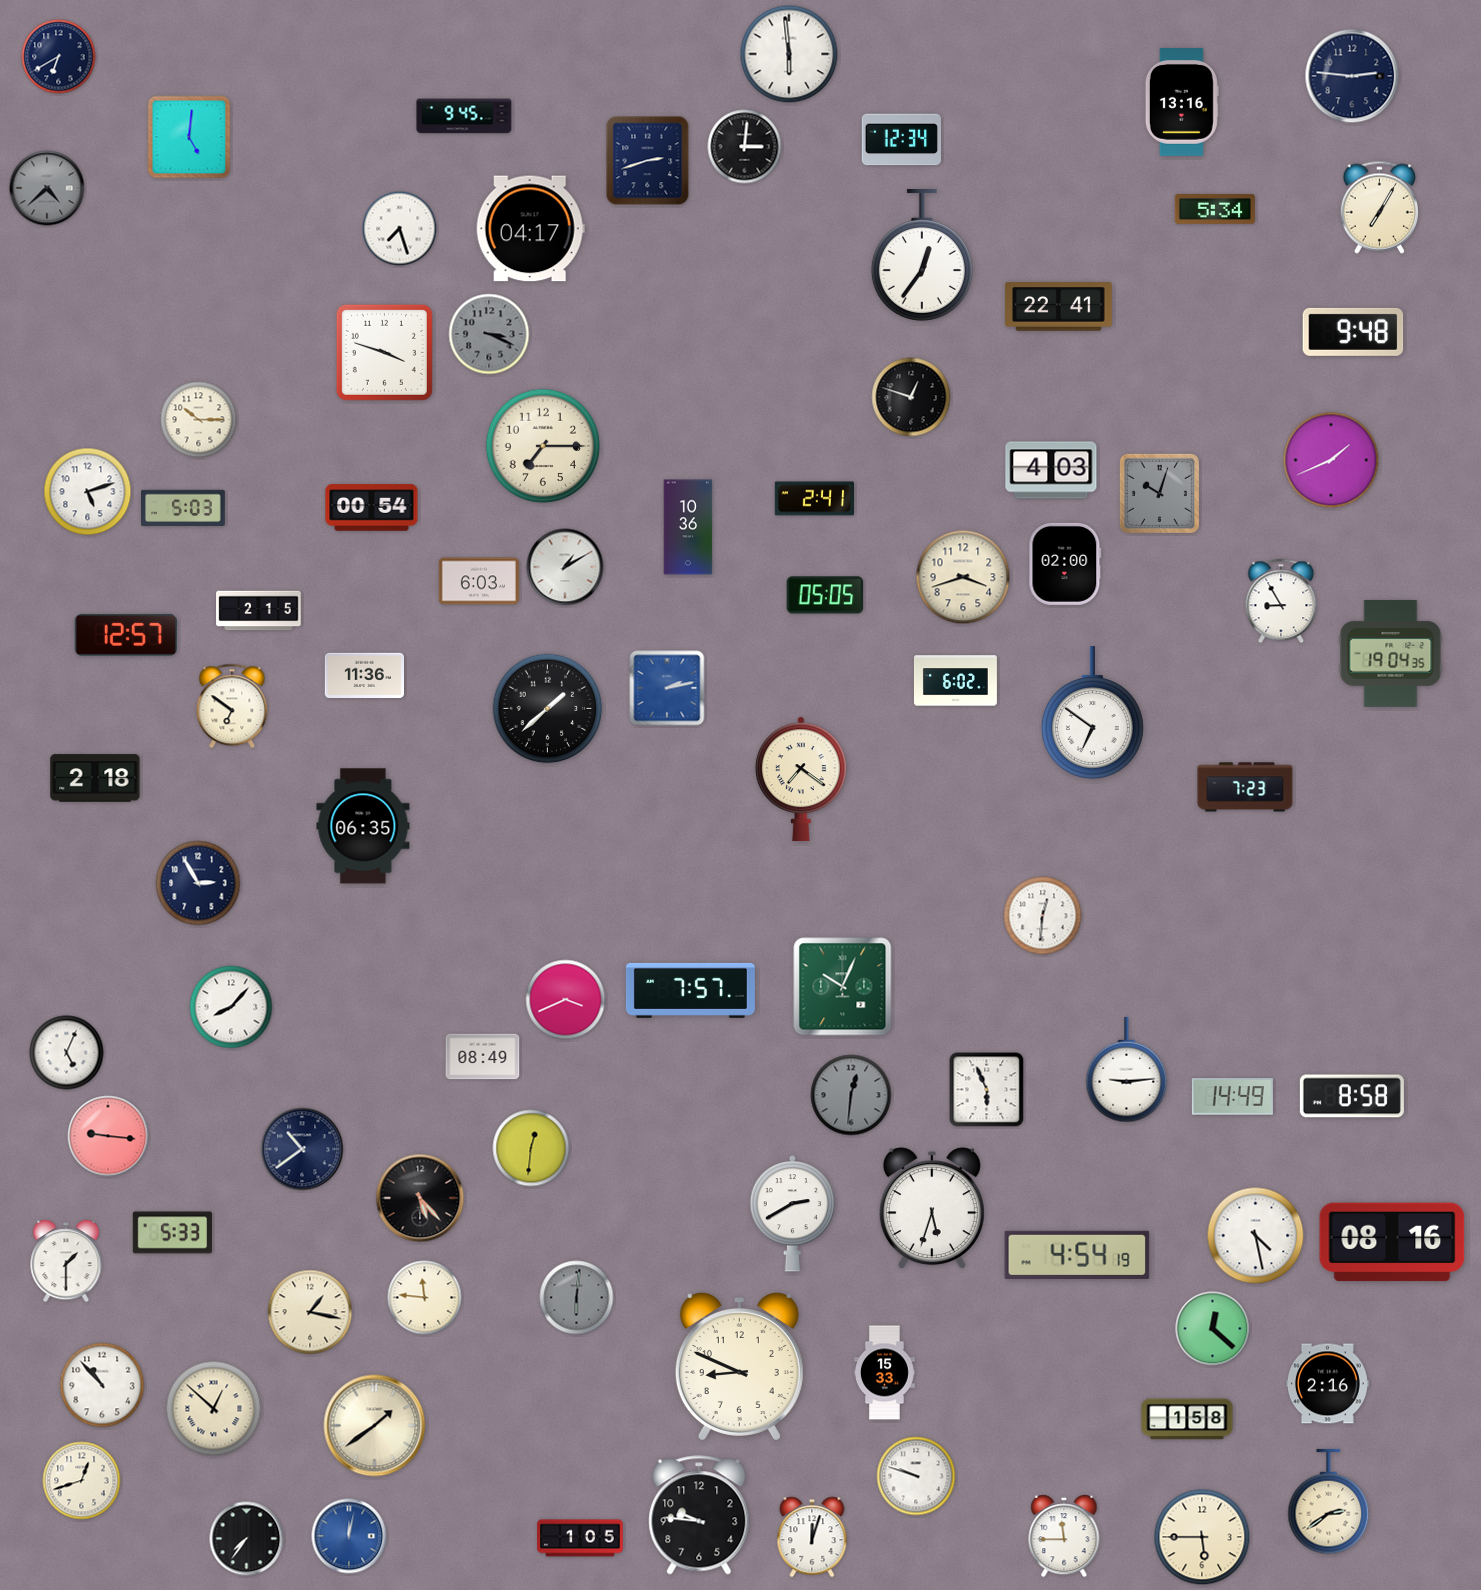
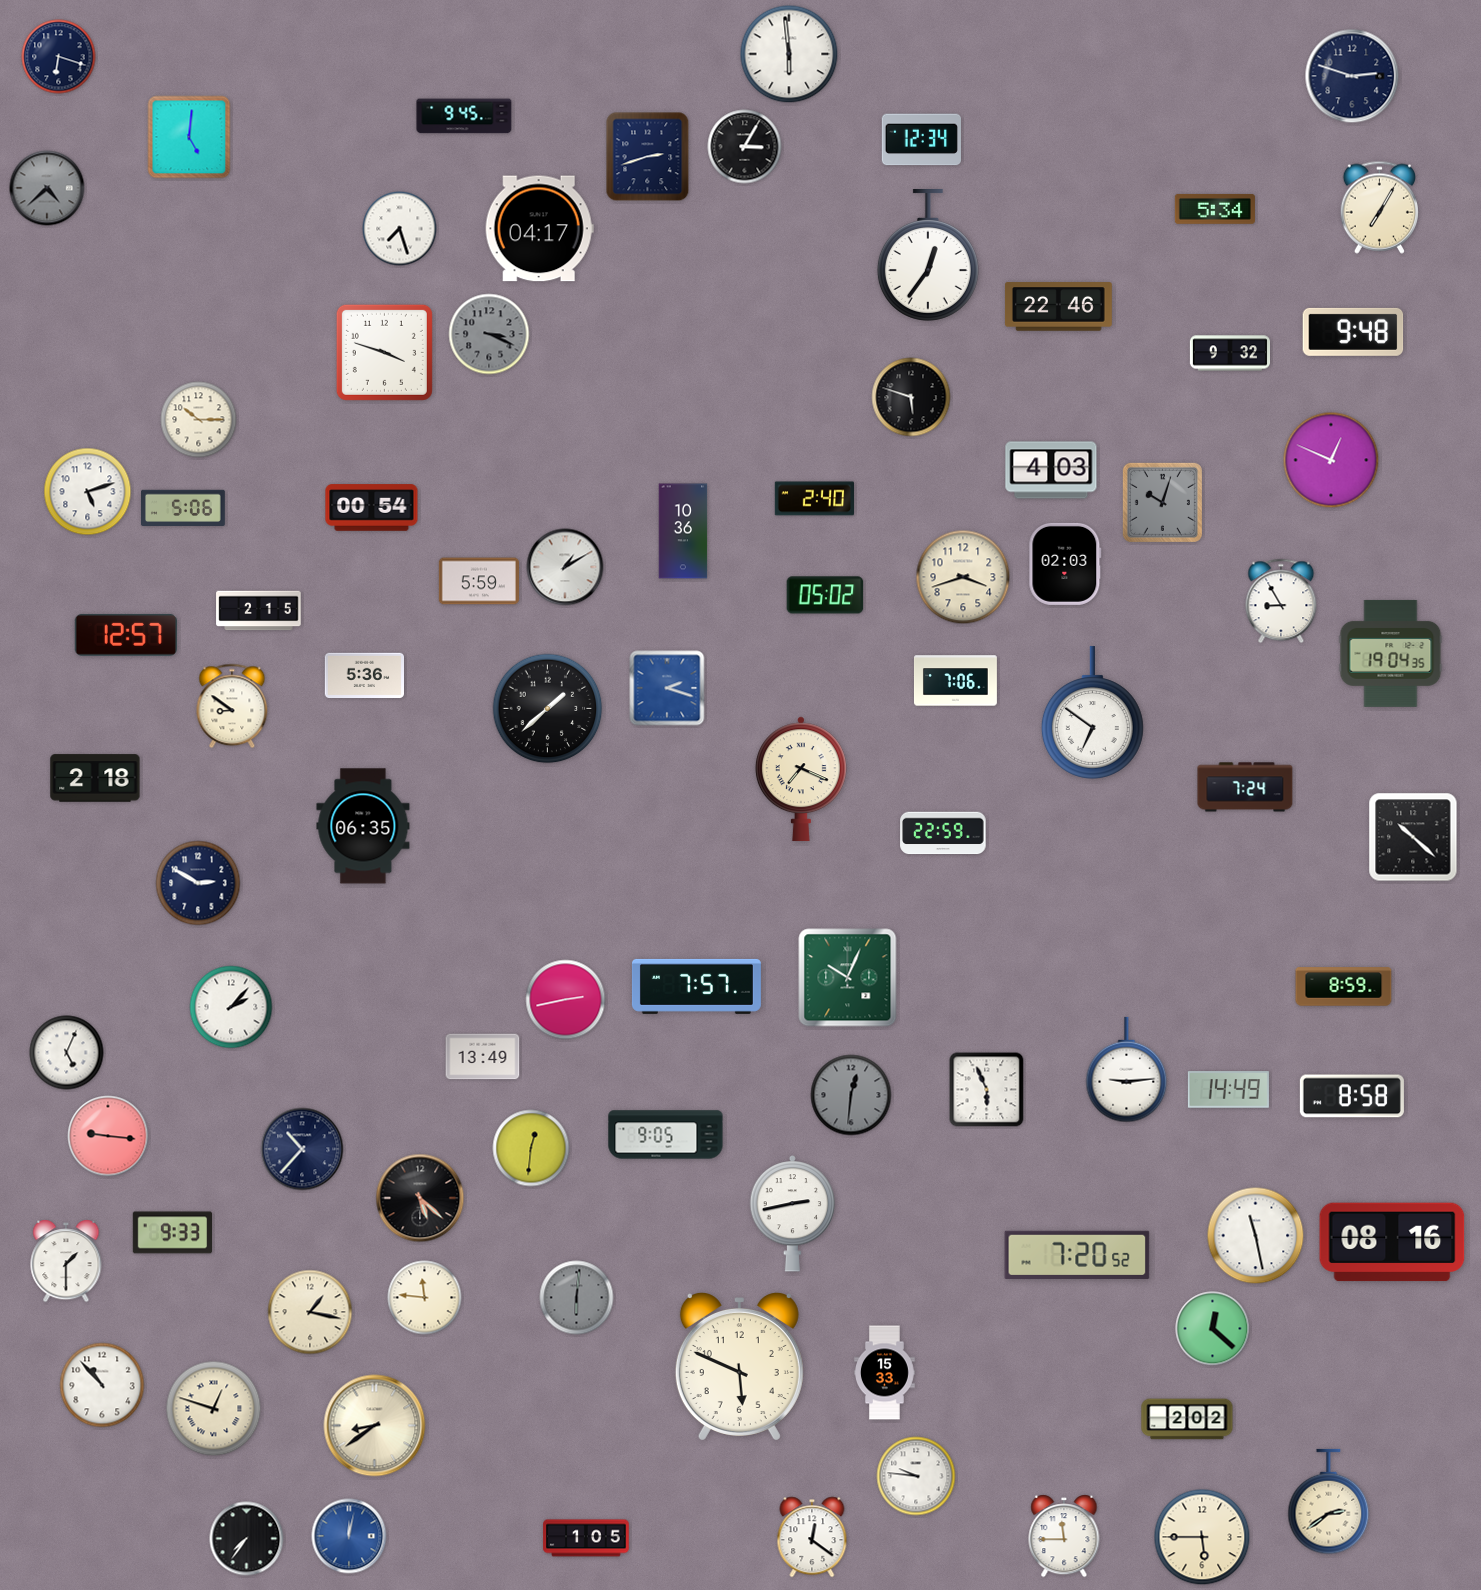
clock at (59, 57): 6:40 -> 6:18
clock at (1352, 76): 2:46 -> 2:48
clock at (1182, 102): 13:16 -> none
clock at (901, 140) position: (901, 140) -> (921, 140)
clock at (745, 147): 3:01 -> 3:05
clock at (648, 161) position: (648, 161) -> (648, 157)
clock at (530, 229) position: (530, 229) -> (539, 229)
clock at (922, 255) position: (922, 255) -> (928, 255)
clock at (1058, 307): 22:41 -> 22:46
clock at (1229, 353): none -> 9:32
clock at (911, 397): 12:48 -> 5:48
clock at (543, 446): 7:15 -> none
clock at (1331, 460): 1:41 -> 12:49
clock at (1159, 493) position: (1159, 493) -> (1162, 502)
clock at (814, 499): 2:41 -> 2:40
clock at (184, 507): 5:03 -> 5:06
clock at (688, 527) position: (688, 527) -> (683, 531)
clock at (1065, 564): 02:00 -> 02:03
clock at (479, 581): 6:03 -> 5:59
clock at (825, 595): 05:05 -> 05:02
clock at (364, 676): 11:36 -> 5:36
clock at (955, 681): 6:02 -> 7:06
clock at (667, 688): 2:13 -> 2:18
clock at (232, 706): 6:51 -> 8:51
clock at (801, 779): 7:21 -> 7:19
clock at (1245, 787): 7:23 -> 7:24
clock at (943, 833): none -> 22:59
clock at (1413, 837): none -> 10:22
clock at (198, 883): 2:55 -> 2:50
clock at (1043, 916): 12:31 -> none
clock at (843, 987) position: (843, 987) -> (848, 978)
clock at (1344, 987): none -> 8:59
clock at (690, 990) position: (690, 990) -> (696, 986)
clock at (566, 1000): 3:41 -> 2:43
clock at (231, 1007): 8:07 -> 2:07
clock at (483, 1057): 08:49 -> 13:49
clock at (1232, 1097) position: (1232, 1097) -> (1228, 1090)
clock at (666, 1135): none -> 9:05
clock at (302, 1149): 10:39 -> 10:37
clock at (420, 1198): 5:23 -> 5:22
clock at (932, 1209): 5:33 -> none
clock at (793, 1214): 2:40 -> 2:43
clock at (172, 1233): 5:33 -> 9:33
clock at (1256, 1236): 4:28 -> 11:28
clock at (1077, 1255): 4:54 -> 7:20
clock at (739, 1367): 8:49 -> 5:49
clock at (1327, 1384): 2:16 -> none
clock at (214, 1409): 12:52 -> 12:48
clock at (1187, 1419): 1:58 -> 2:02
clock at (375, 1426): 1:39 -> 8:39
clock at (916, 1476): 9:48 -> 9:46
clock at (82, 1481): 12:42 -> none
clock at (699, 1515): 9:46 -> none
clock at (812, 1537): 12:03 -> 12:21
clock at (580, 1538) position: (580, 1538) -> (586, 1538)
